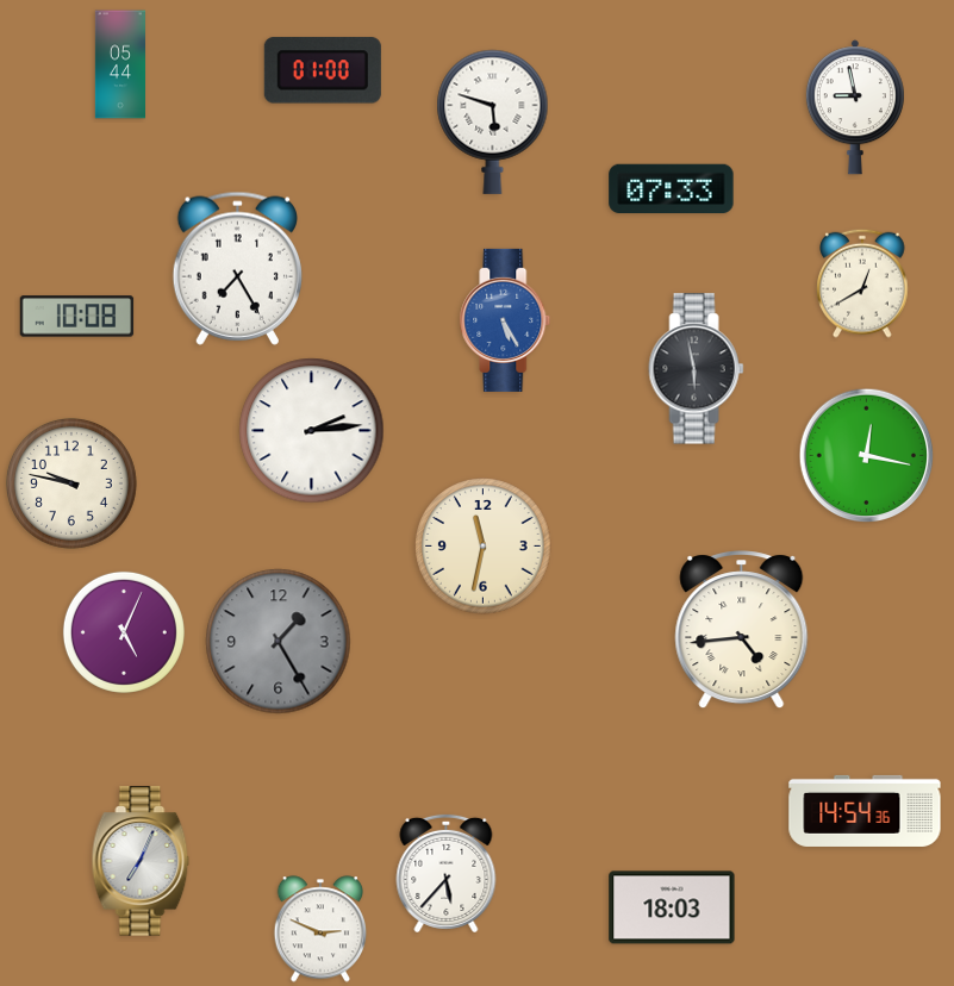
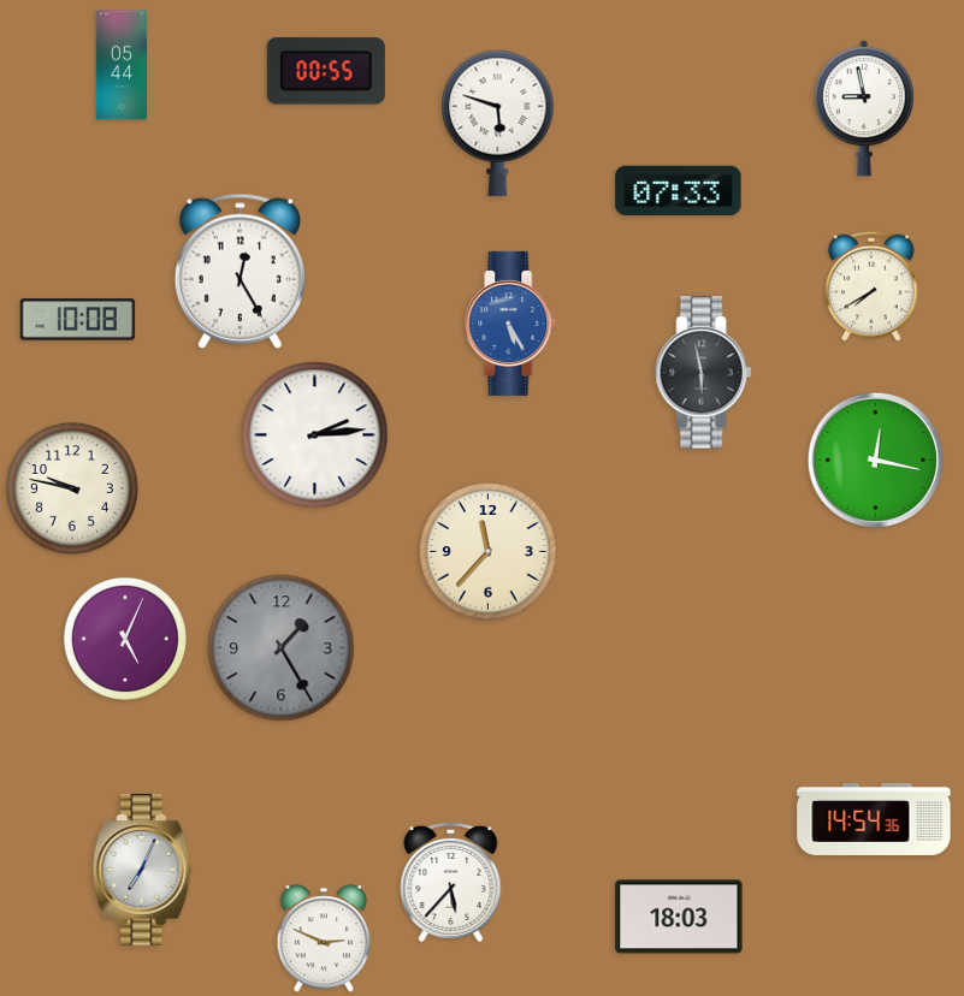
clock at (323, 70): 01:00 -> 00:55
clock at (237, 268): 7:25 -> 12:25
clock at (862, 283): 12:40 -> 7:40
clock at (484, 547): 11:32 -> 11:37
clock at (742, 630): 4:44 -> none
